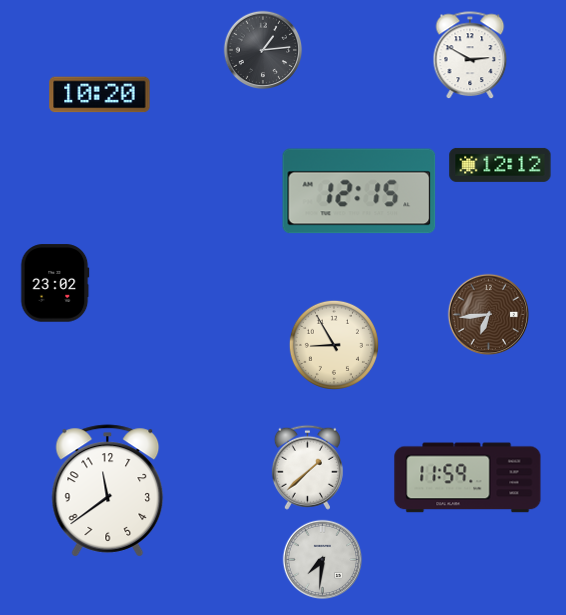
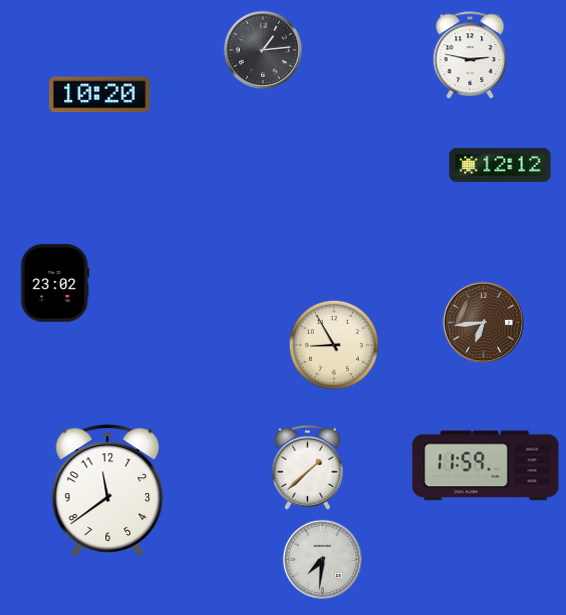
clock at (470, 56): 2:50 -> 2:47
clock at (359, 191): 12:15 -> none
clock at (488, 314) position: (488, 314) -> (483, 322)
clock at (468, 478) position: (468, 478) -> (486, 466)
